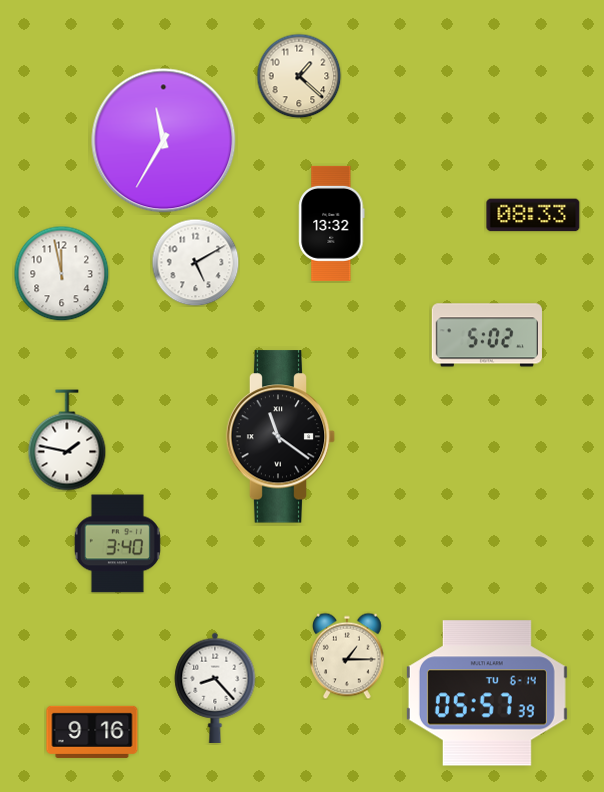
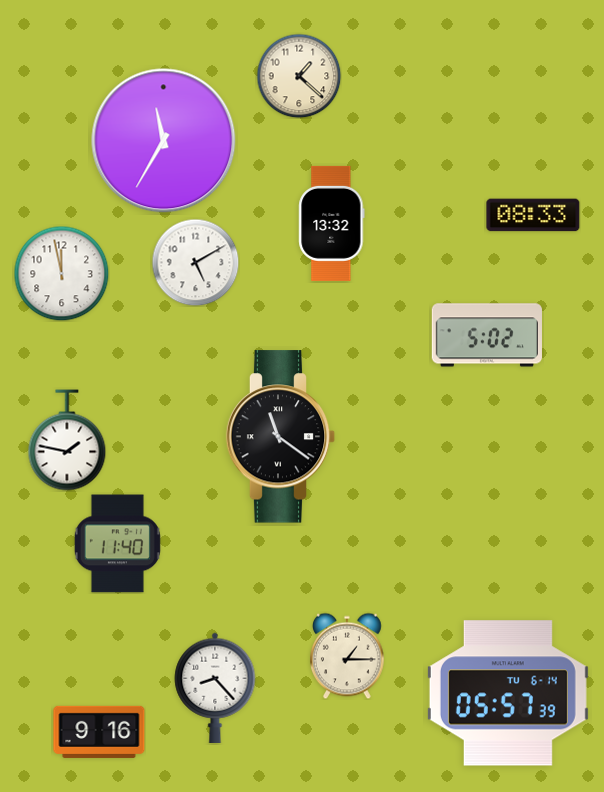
clock at (117, 544): 3:40 -> 11:40
clock at (487, 693) position: (487, 693) -> (508, 693)
clock at (92, 732) position: (92, 732) -> (99, 732)
